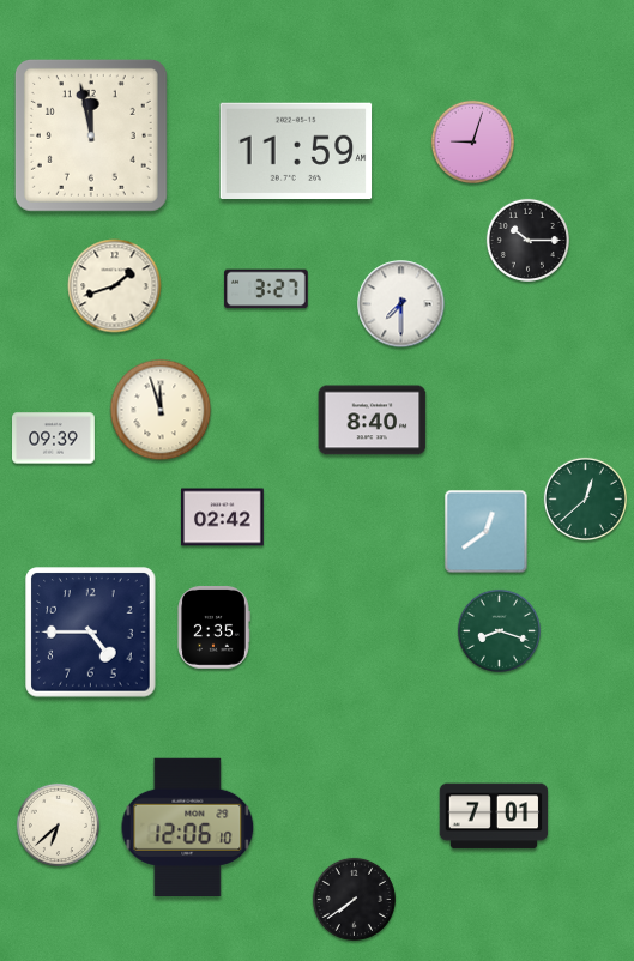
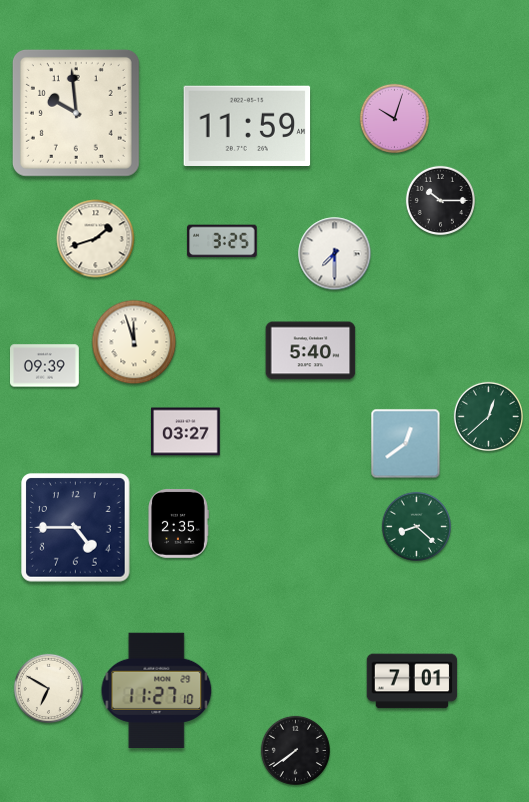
clock at (91, 135): 11:58 -> 9:59
clock at (472, 141): 9:03 -> 10:03
clock at (266, 289): 3:27 -> 3:25
clock at (373, 421): 8:40 -> 5:40
clock at (223, 518): 02:42 -> 03:27
clock at (499, 630): 8:18 -> 8:22
clock at (58, 824): 6:38 -> 6:50
clock at (188, 827): 12:06 -> 11:27
